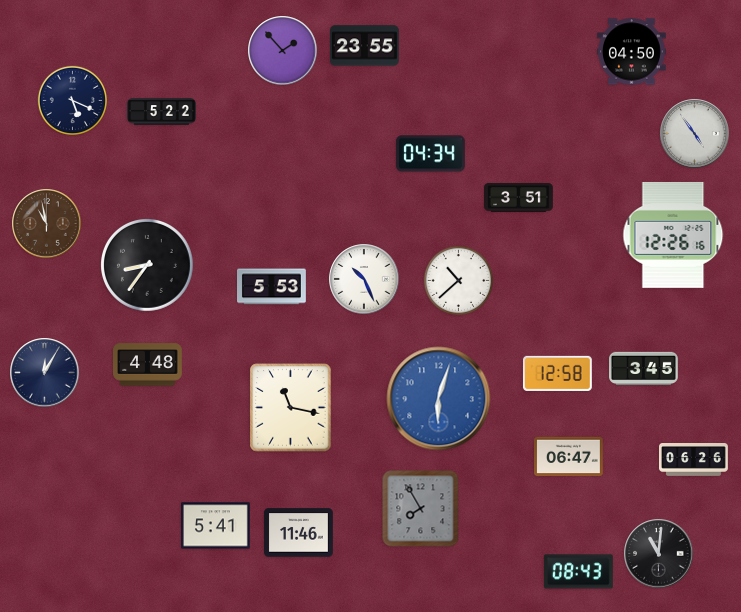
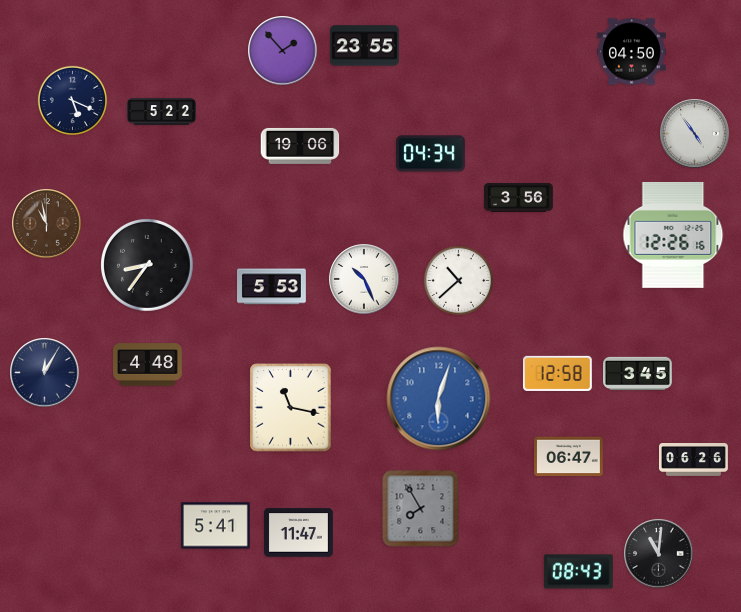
clock at (300, 146): none -> 19:06
clock at (519, 198): 3:51 -> 3:56
clock at (644, 369) position: (644, 369) -> (638, 374)
clock at (299, 533): 11:46 -> 11:47
